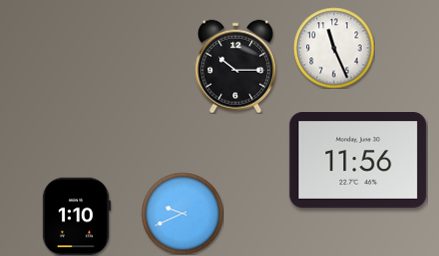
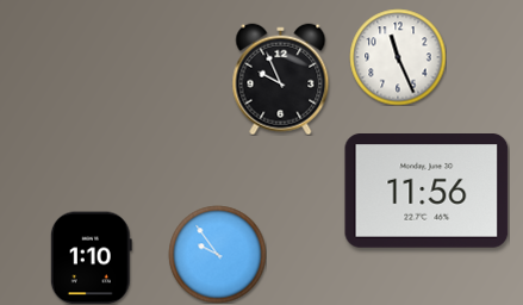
clock at (236, 66): 10:15 -> 9:56
clock at (182, 213): 9:41 -> 9:54
